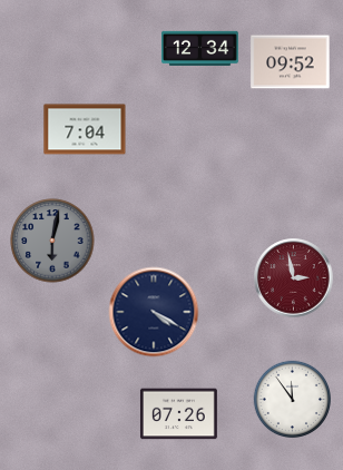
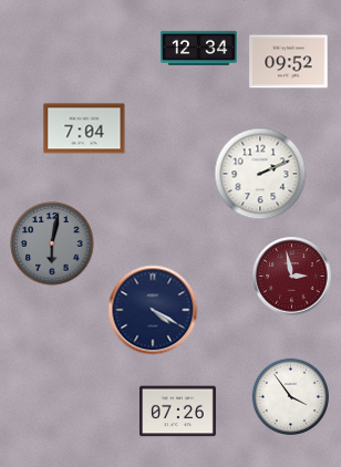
clock at (260, 174): none -> 2:11
clock at (52, 241) position: (52, 241) -> (52, 243)
clock at (293, 400): 11:54 -> 3:54
